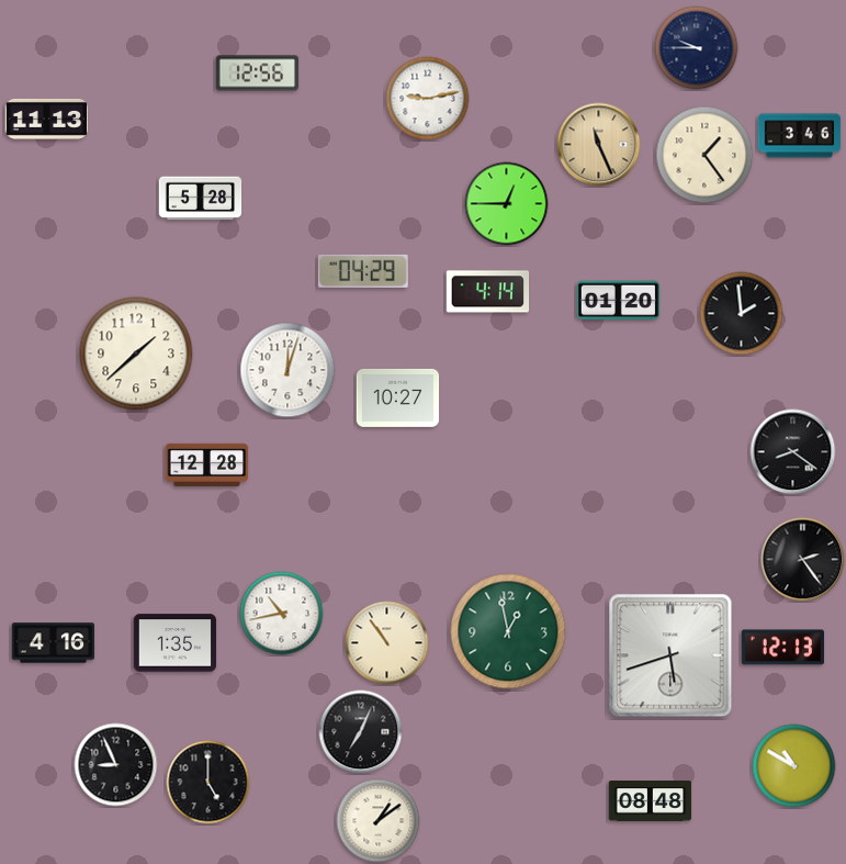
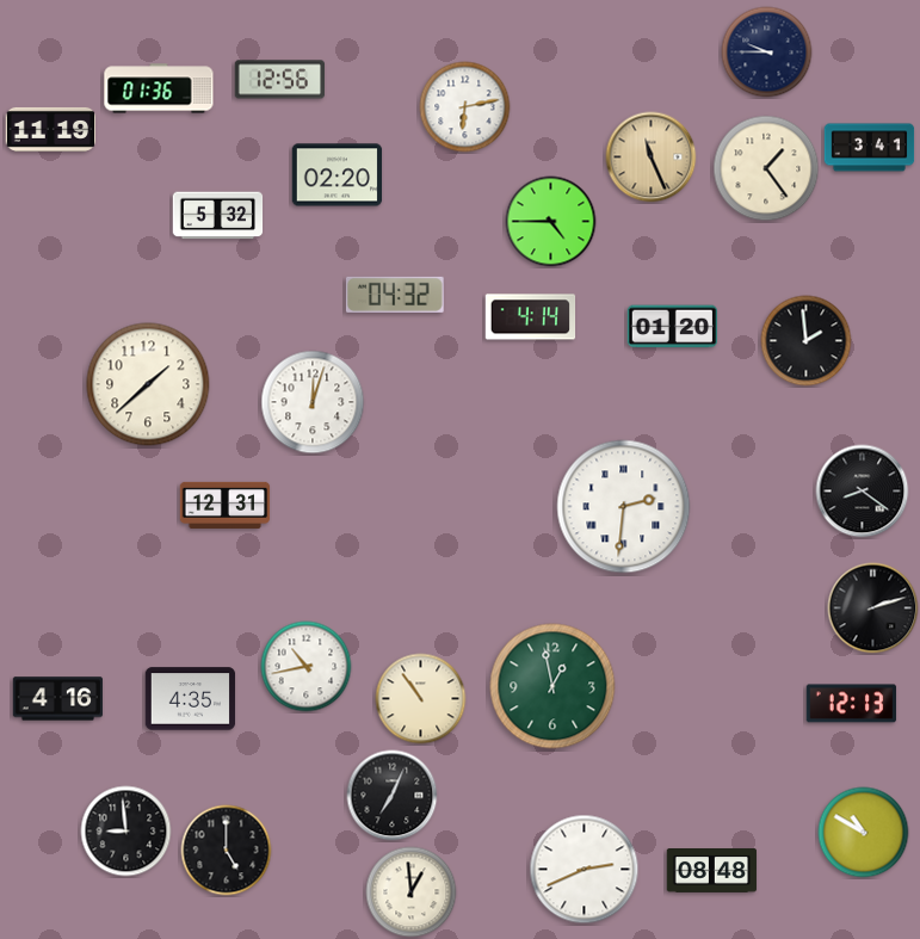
clock at (697, 48) position: (697, 48) -> (767, 52)
clock at (159, 88): none -> 01:36
clock at (428, 99): 9:13 -> 6:13
clock at (47, 119): 11:13 -> 11:19
clock at (800, 136): 3:46 -> 3:41
clock at (338, 175): none -> 02:20
clock at (201, 199): 5:28 -> 5:32
clock at (507, 204): 12:45 -> 4:45
clock at (363, 271): 04:29 -> 04:32
clock at (398, 397): 10:27 -> none
clock at (207, 464): 12:28 -> 12:31
clock at (624, 507): none -> 2:31
clock at (803, 560): 2:24 -> 2:12
clock at (176, 643): 1:35 -> 4:35
clock at (670, 655): 5:42 -> none
clock at (116, 765): 8:56 -> 8:59
clock at (585, 870): none -> 2:41
clock at (651, 801) position: (651, 801) -> (712, 871)
clock at (379, 821): 1:09 -> 12:59
